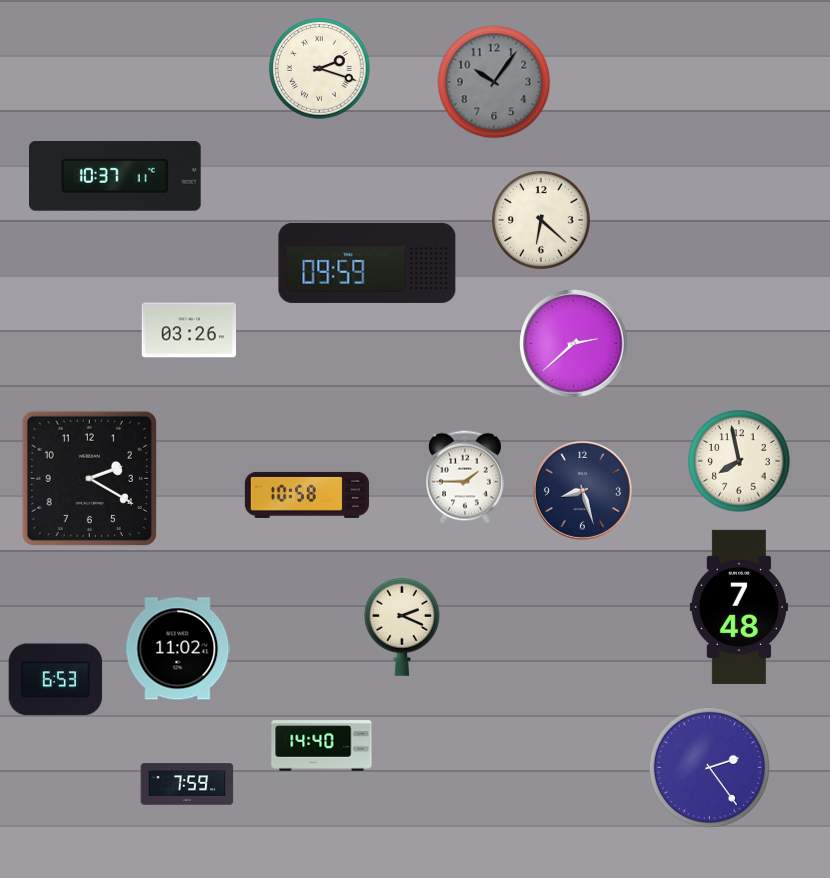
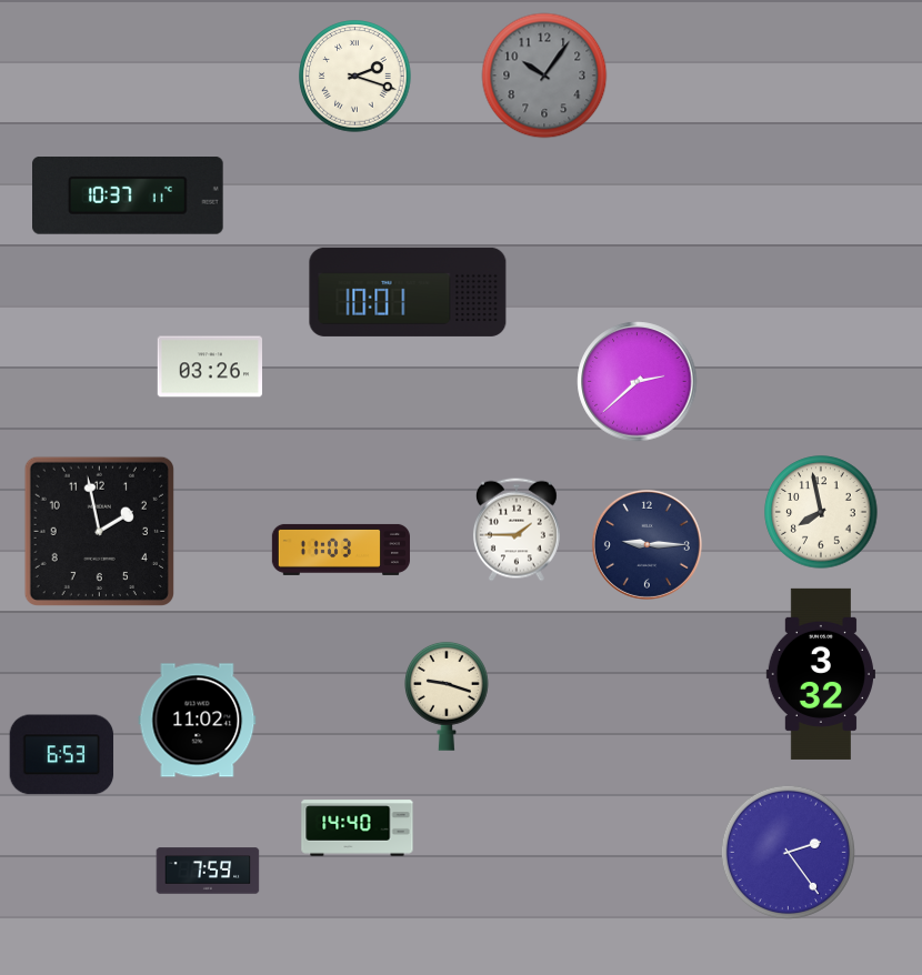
clock at (494, 82) position: (494, 82) -> (544, 76)
clock at (542, 221): 6:22 -> none
clock at (367, 263): 09:59 -> 10:01
clock at (89, 478): 2:20 -> 1:58
clock at (582, 490): 8:27 -> 9:15
clock at (307, 495): 10:58 -> 11:03
clock at (739, 607): 7:48 -> 3:32
clock at (402, 627): 2:19 -> 9:18
